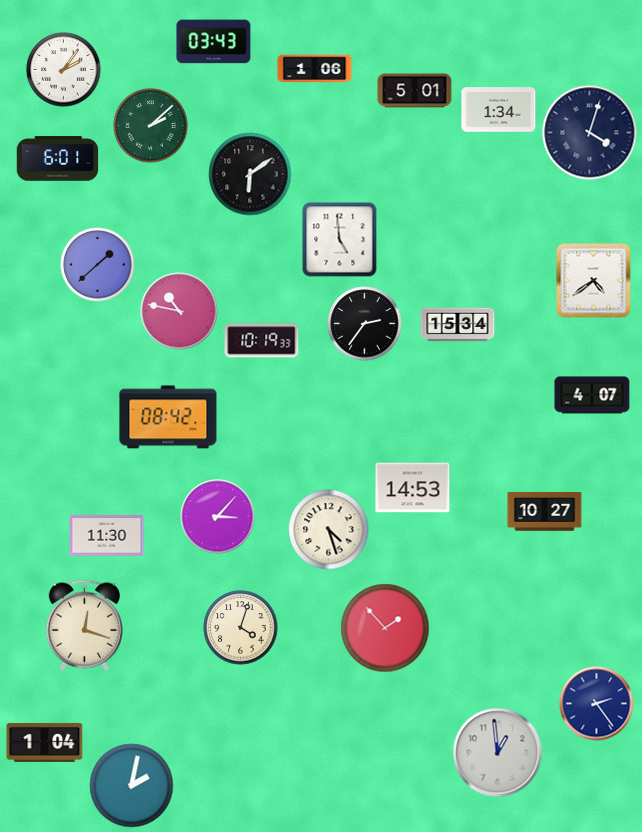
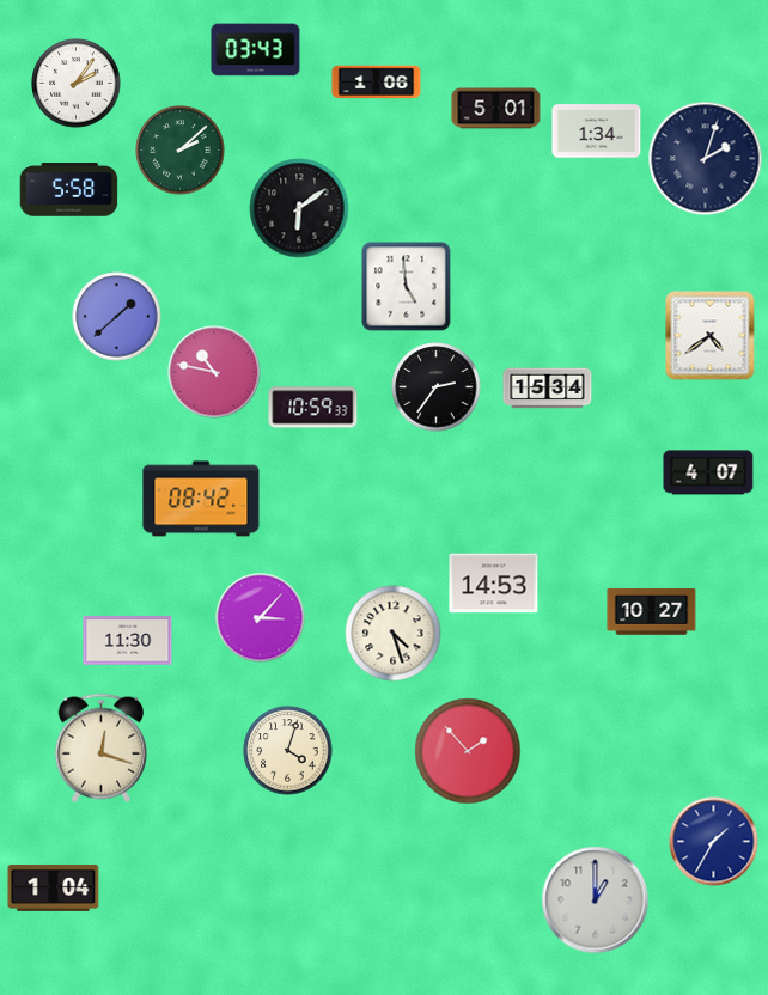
clock at (590, 133): 4:03 -> 2:03
clock at (58, 159): 6:01 -> 5:58
clock at (262, 341): 10:19 -> 10:59
clock at (385, 628) position: (385, 628) -> (468, 751)
clock at (597, 704): 2:24 -> 1:35
clock at (498, 753): 12:59 -> 1:00
clock at (132, 786): 2:02 -> none
